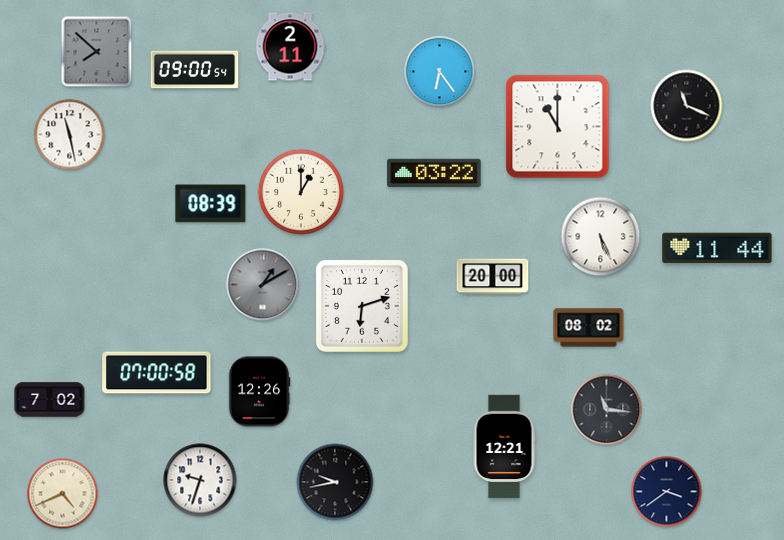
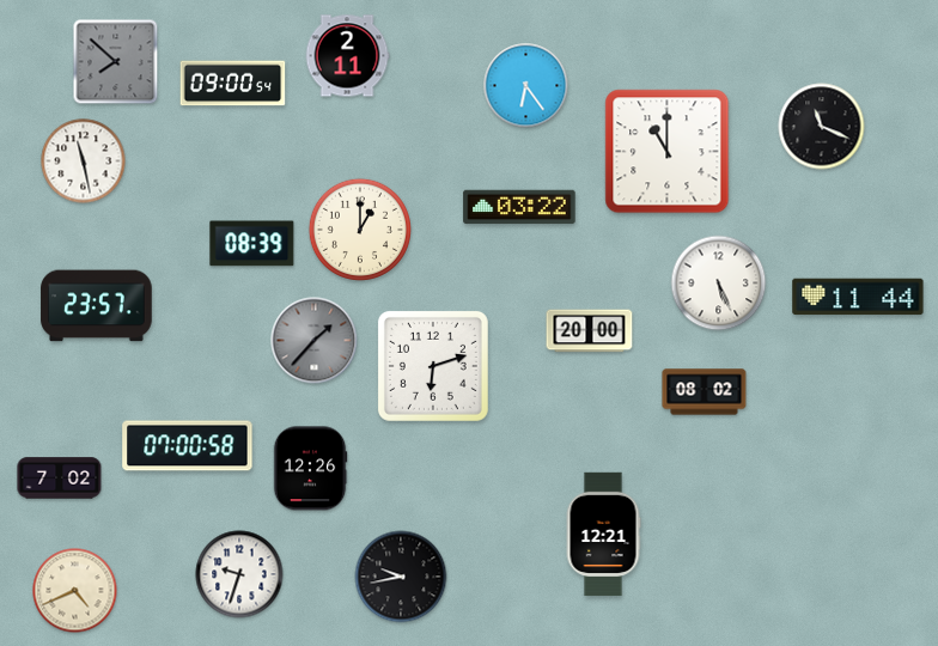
clock at (97, 306): none -> 23:57
clock at (263, 285): 1:10 -> 1:37
clock at (607, 410): 11:16 -> none
clock at (667, 492): 3:39 -> none
